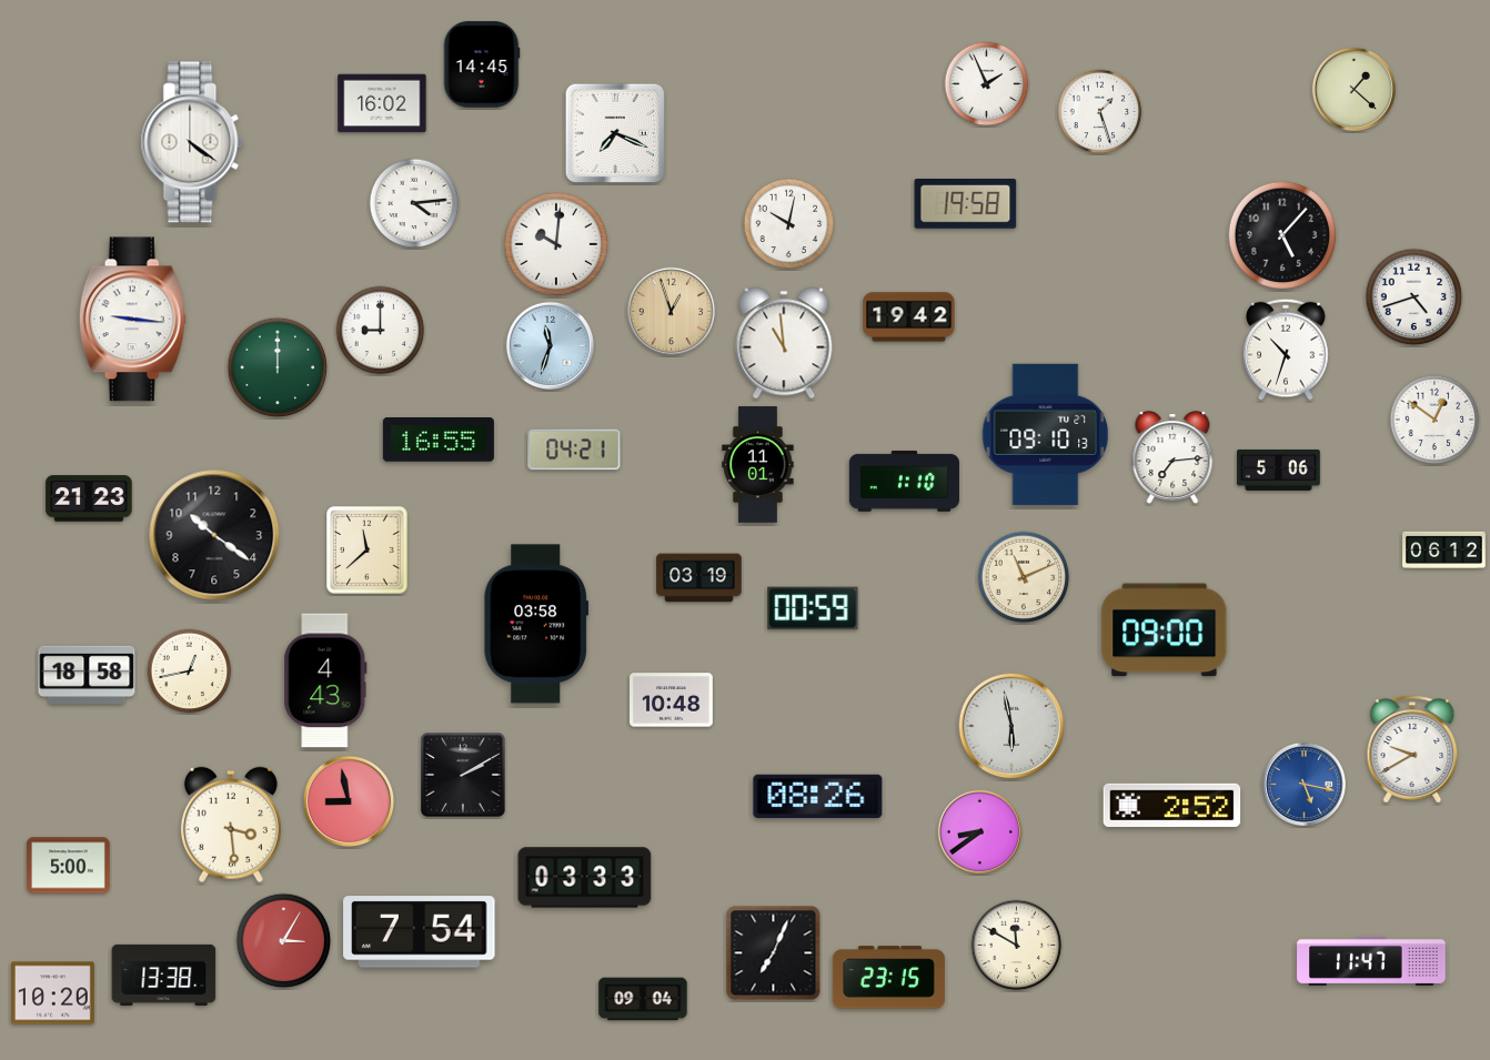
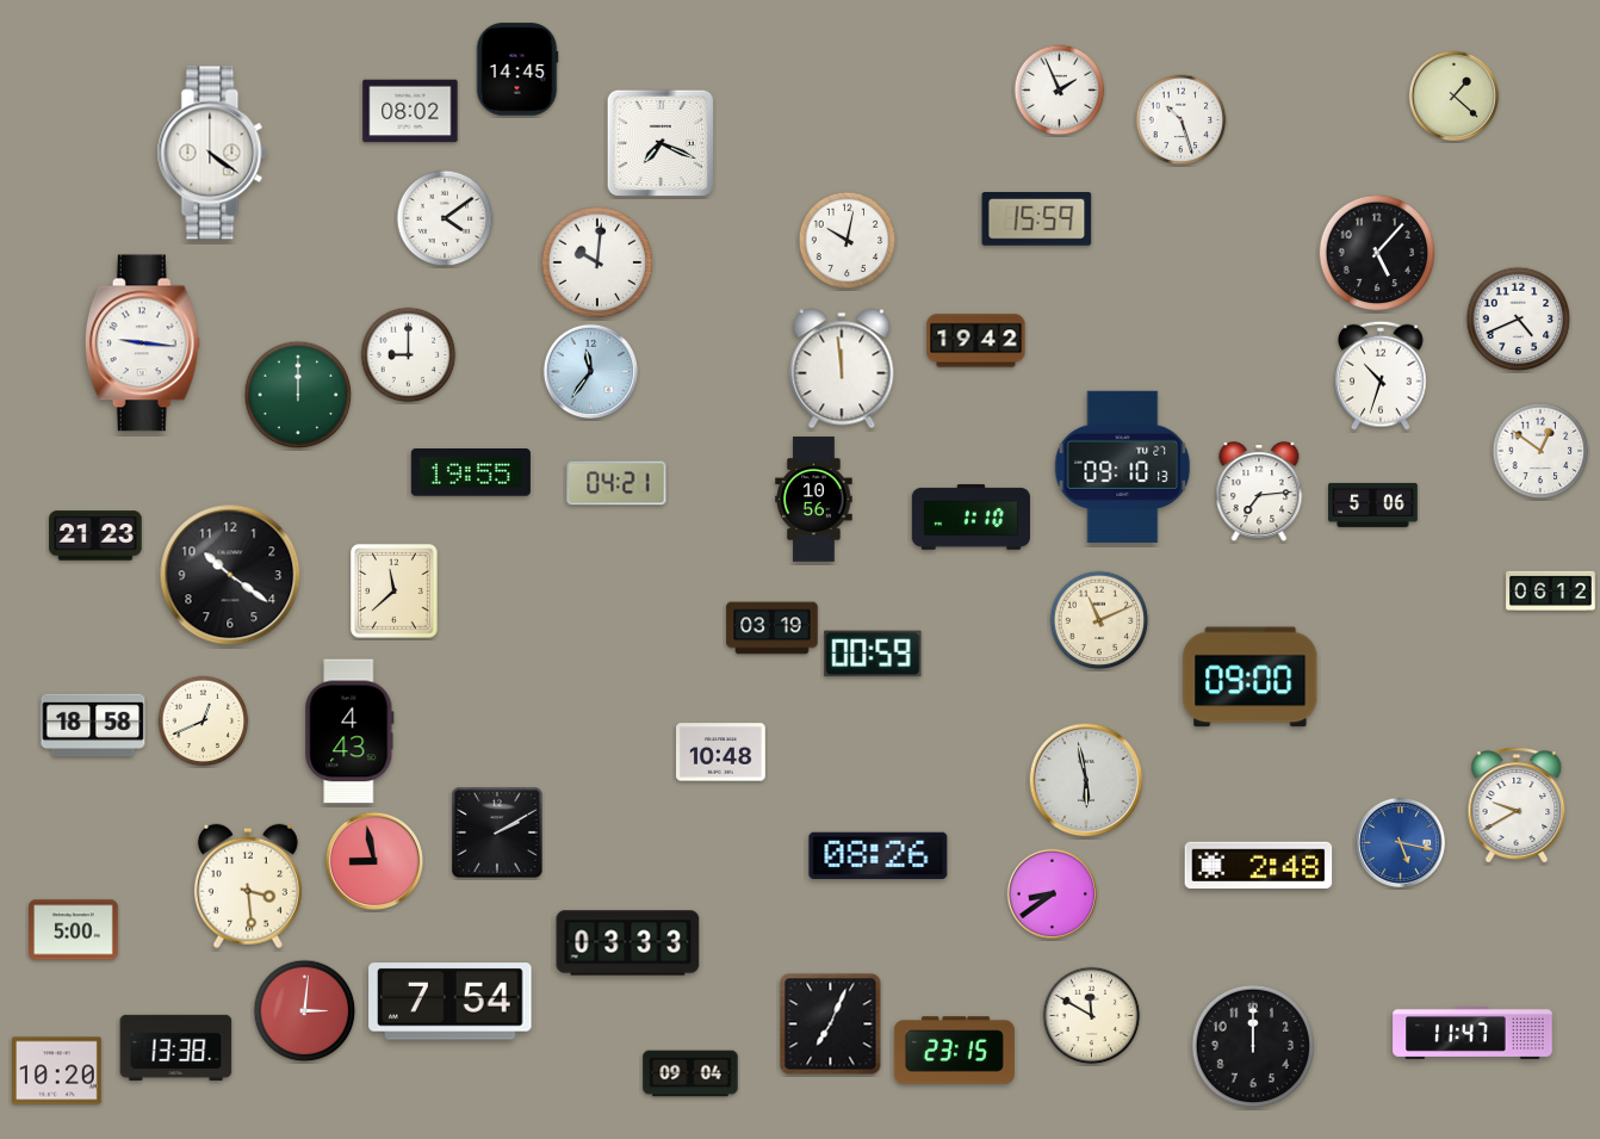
clock at (382, 103): 16:02 -> 08:02
clock at (1100, 112): 1:27 -> 10:27
clock at (192, 142) position: (192, 142) -> (212, 153)
clock at (414, 203): 4:14 -> 4:09
clock at (966, 204): 19:58 -> 15:59
clock at (1415, 297): 4:42 -> 4:41
clock at (671, 311): 12:57 -> none
clock at (784, 343): 10:59 -> 11:59
clock at (550, 345): 11:33 -> 11:36
clock at (439, 440): 16:55 -> 19:55
clock at (758, 465): 11:01 -> 10:56
clock at (699, 578) position: (699, 578) -> (773, 629)
clock at (536, 624): 03:58 -> none
clock at (190, 672): 12:43 -> 12:41
clock at (1172, 805): 2:52 -> 2:48
clock at (284, 941): 3:05 -> 3:01
clock at (1253, 1046): none -> 12:00
clock at (53, 993) position: (53, 993) -> (57, 1071)
